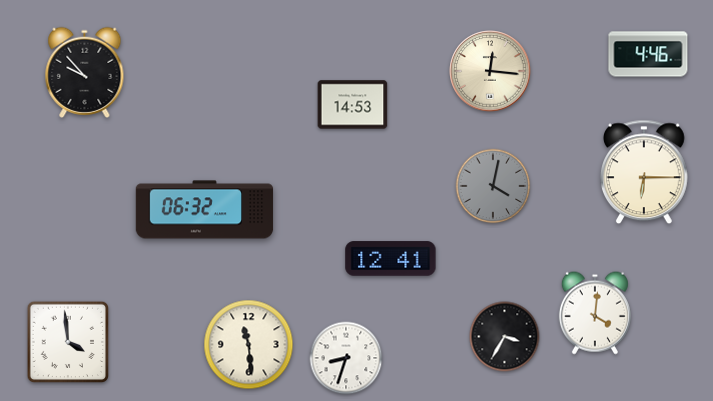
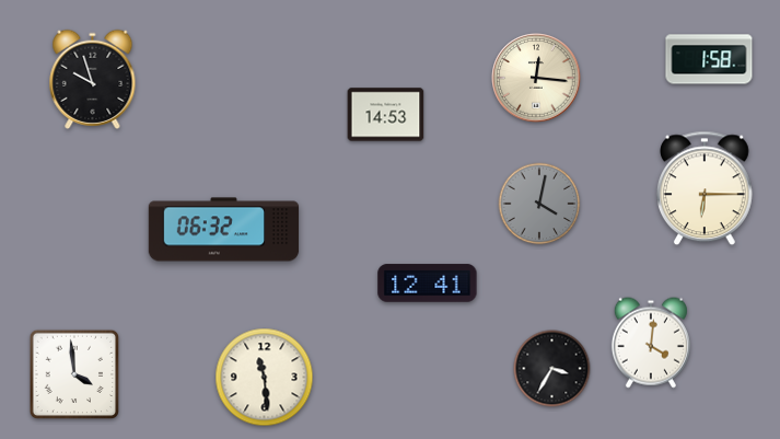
clock at (648, 54): 4:46 -> 1:58
clock at (85, 72): 9:53 -> 9:57
clock at (249, 345) position: (249, 345) -> (265, 378)
clock at (346, 358): 8:33 -> none
